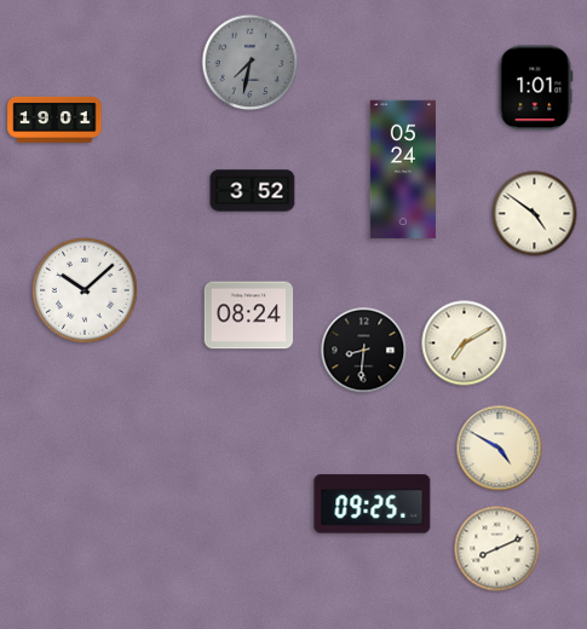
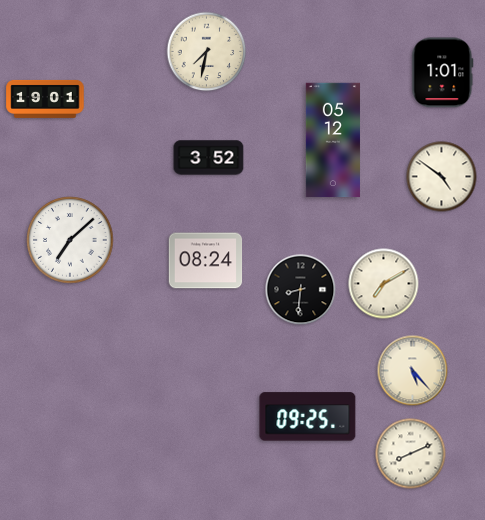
clock at (251, 63) dial: grey -> cream
clock at (403, 169): 05:24 -> 05:12
clock at (85, 290): 10:08 -> 7:08
clock at (500, 449): 4:50 -> 5:23
